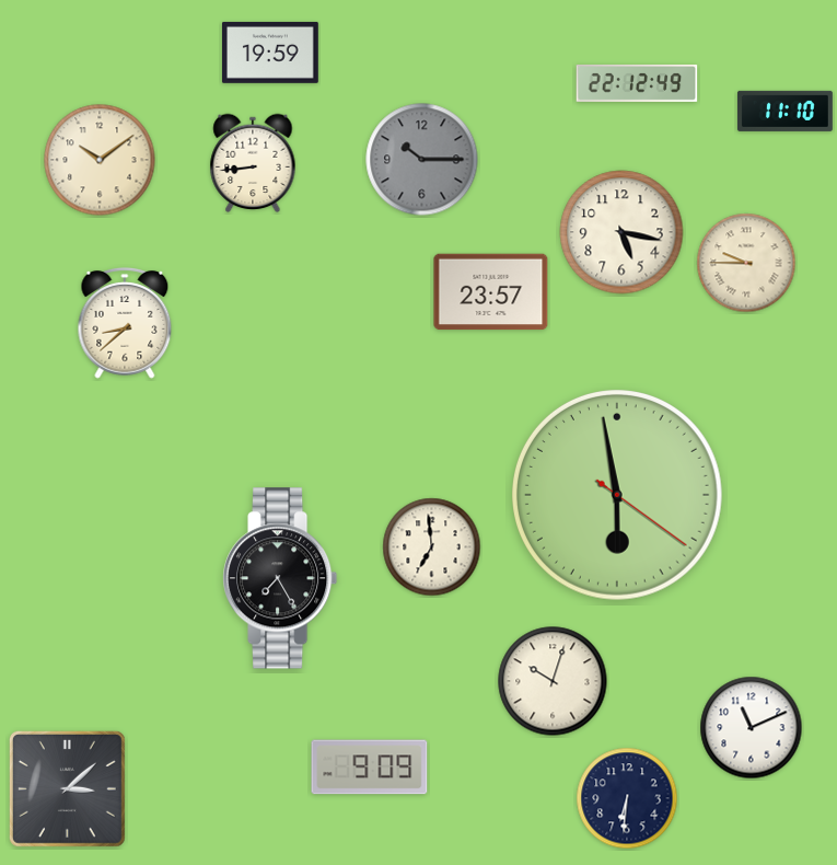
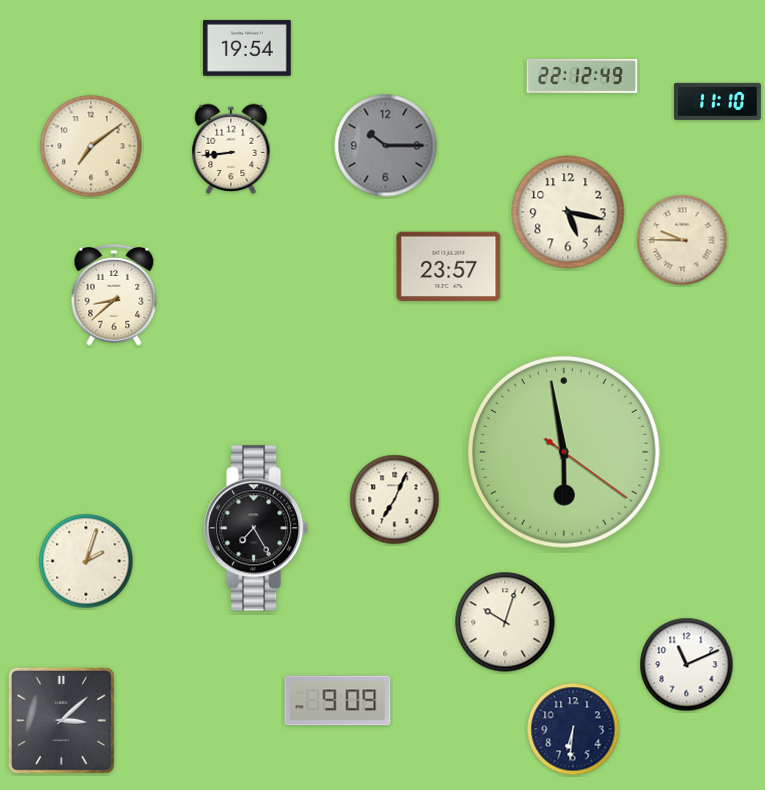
clock at (270, 53): 19:59 -> 19:54
clock at (100, 160): 10:09 -> 7:09
clock at (432, 547): 6:59 -> 7:04
clock at (86, 561): none -> 2:03
